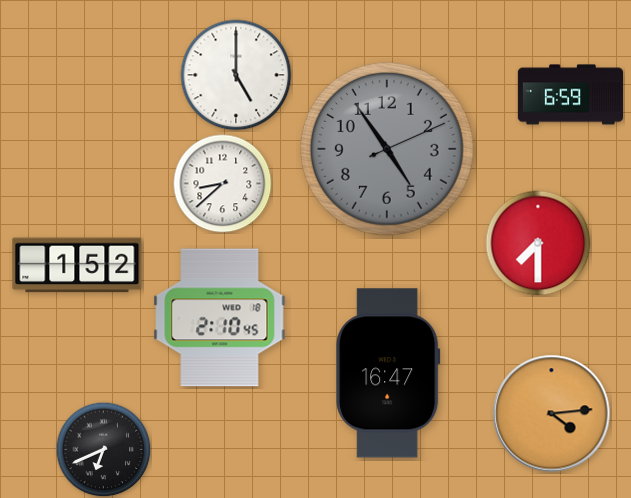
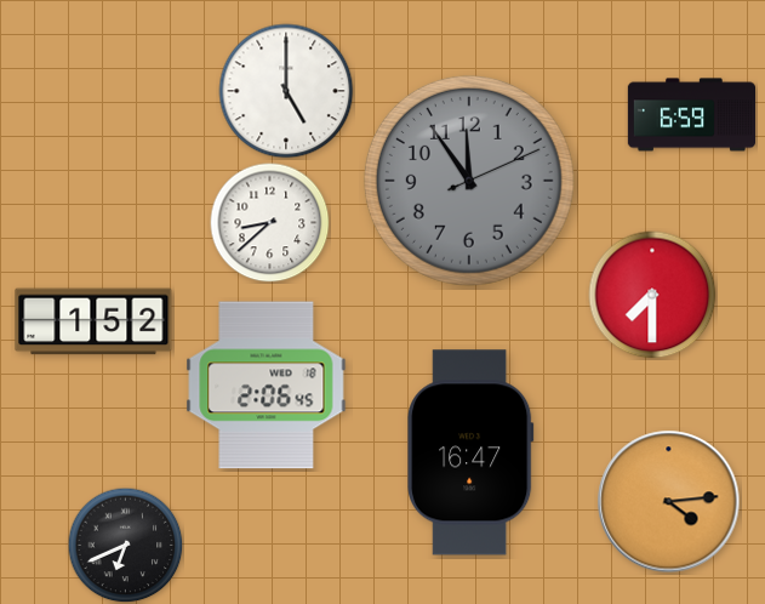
clock at (387, 149): 4:54 -> 11:54
clock at (220, 318): 2:10 -> 2:06
